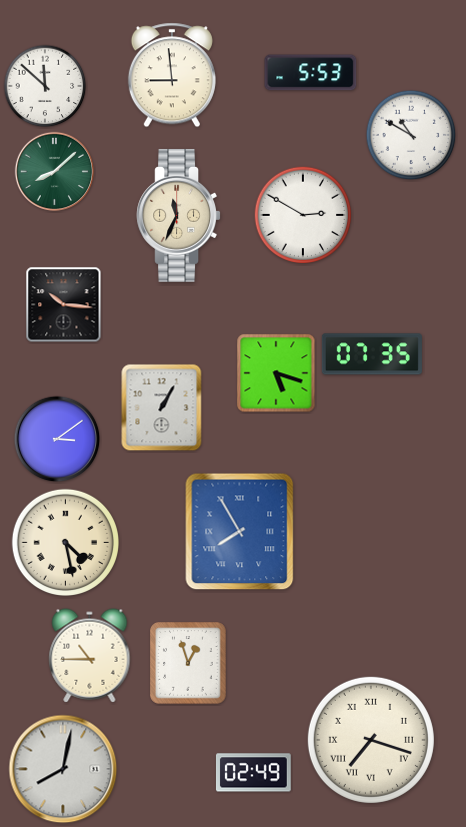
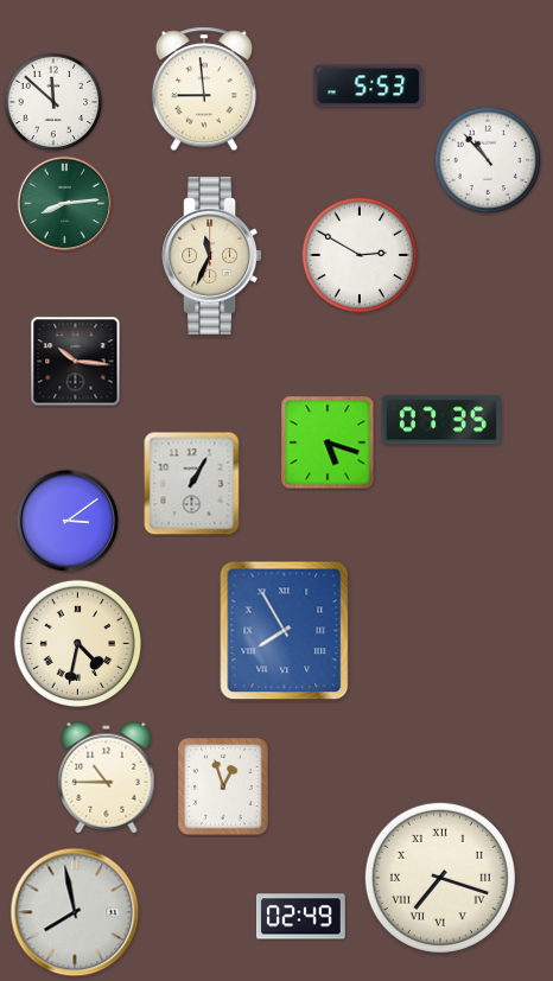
clock at (411, 135): 10:50 -> 10:53
clock at (55, 172): 8:08 -> 8:14
clock at (65, 542): 4:28 -> 4:32
clock at (63, 769): 8:02 -> 7:58
